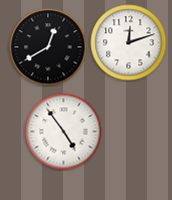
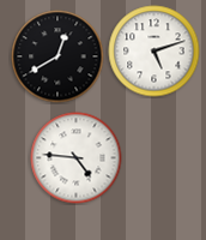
clock at (129, 43): 12:12 -> 5:12
clock at (64, 132): 4:54 -> 4:46
